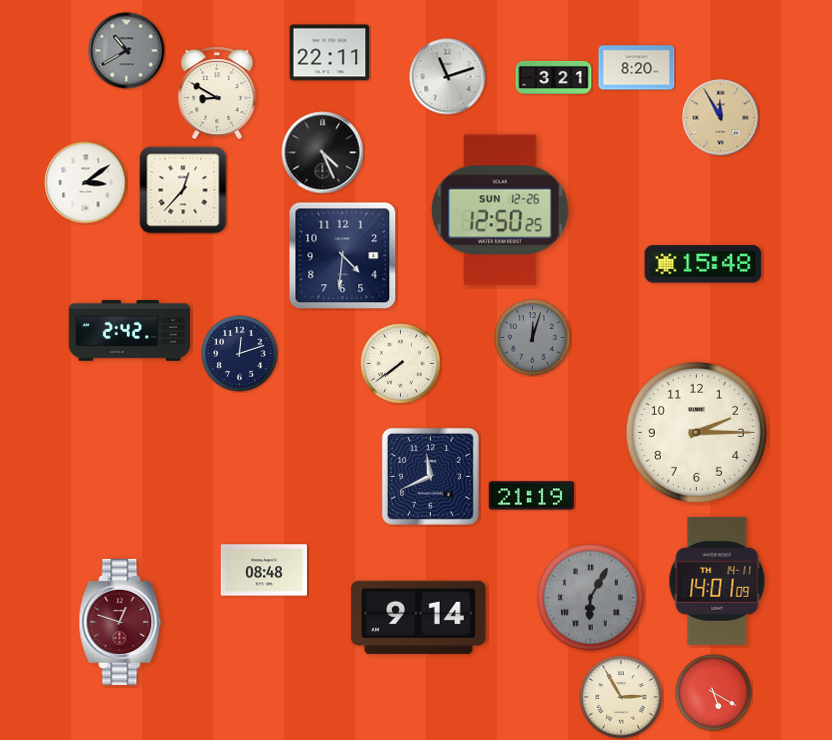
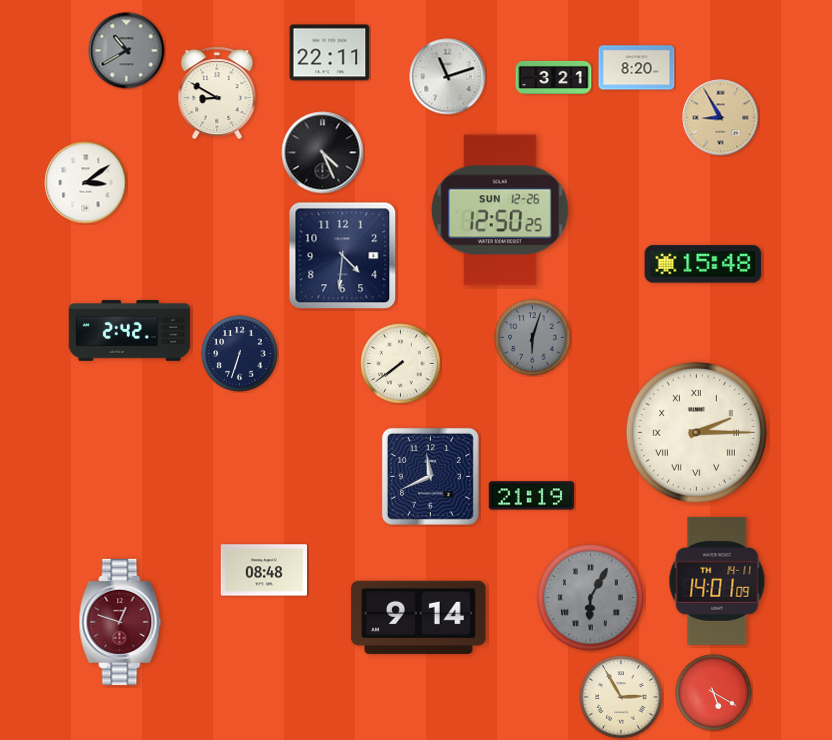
clock at (721, 118): 11:55 -> 8:55
clock at (183, 190): 12:37 -> none
clock at (533, 338): 12:03 -> 6:03
clock at (240, 354): 12:12 -> 6:33
clock at (696, 432) numerals: Arabic -> Roman
